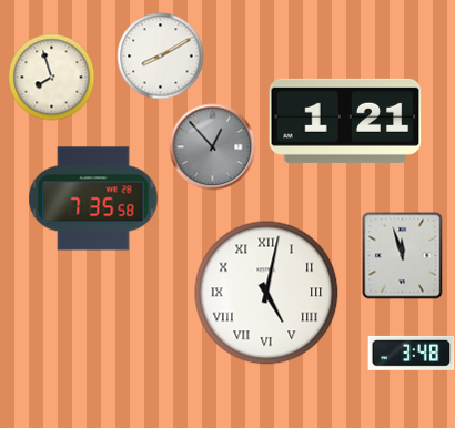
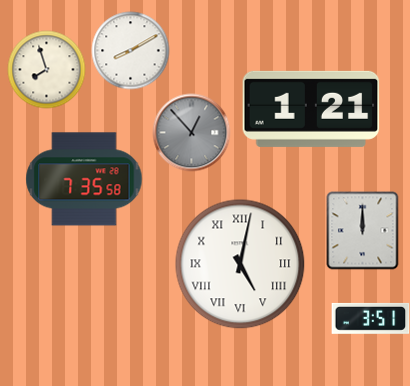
clock at (160, 55) position: (160, 55) -> (130, 50)
clock at (403, 255): 11:57 -> 12:00
clock at (411, 353): 3:48 -> 3:51
